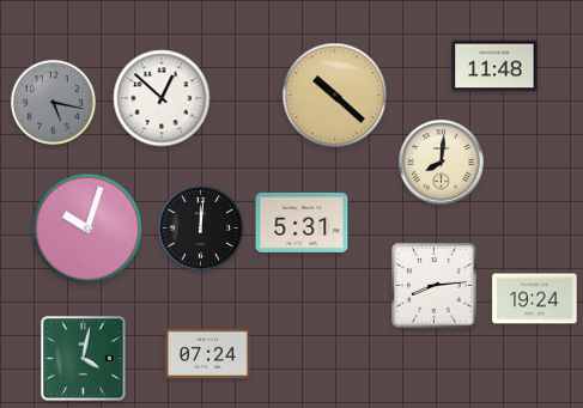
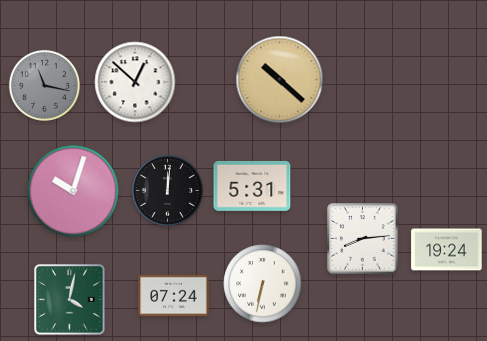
clock at (494, 66): 11:48 -> none
clock at (53, 102): 5:17 -> 11:17
clock at (442, 163): 8:01 -> none
clock at (263, 284): none -> 6:32
